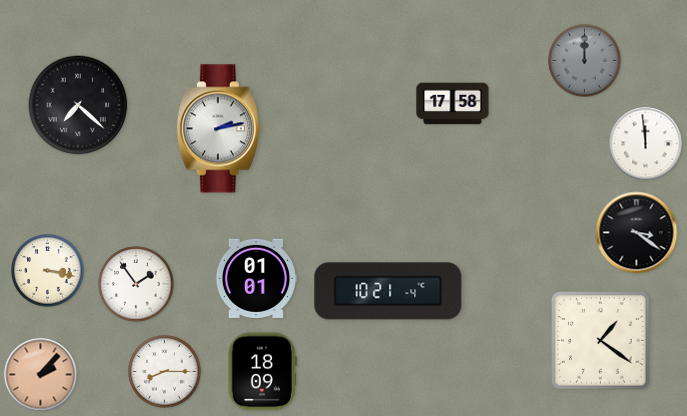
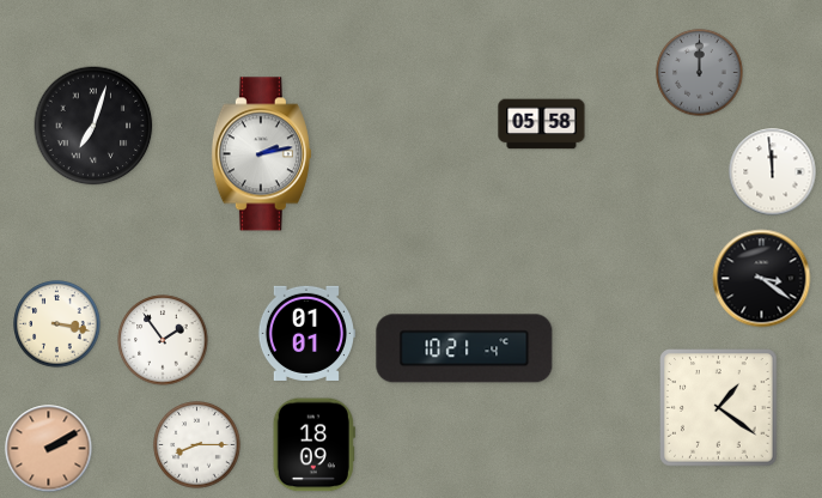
clock at (453, 104): 17:58 -> 05:58
clock at (78, 105): 7:22 -> 7:03
clock at (41, 375): 2:07 -> 2:10
